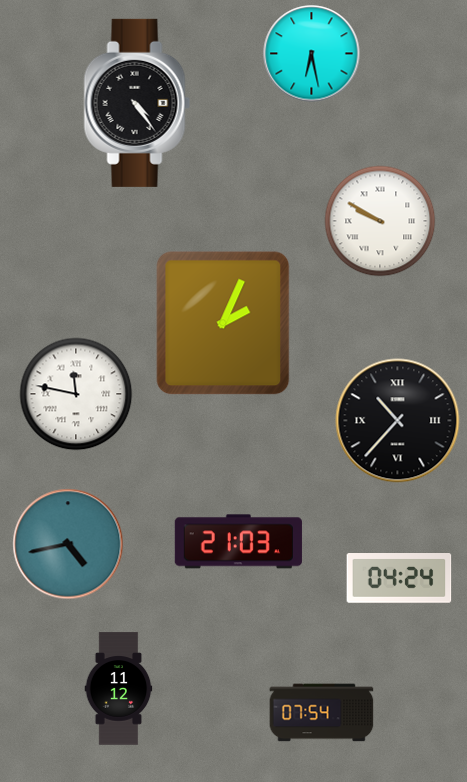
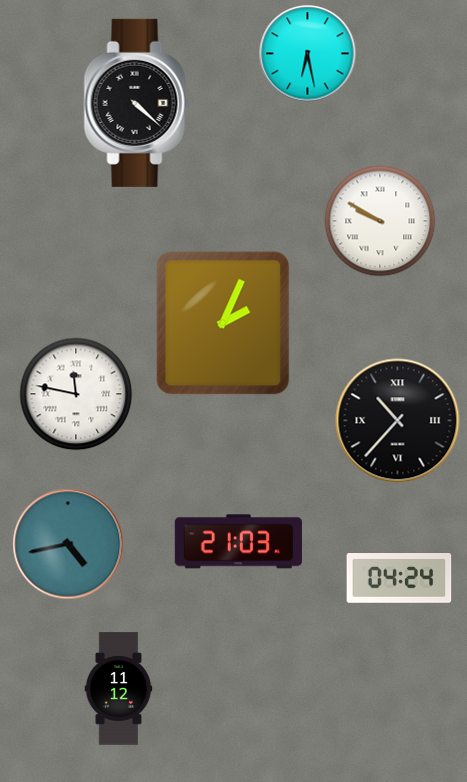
clock at (312, 54) position: (312, 54) -> (308, 54)
clock at (137, 103): 4:24 -> 4:22
clock at (322, 713): 07:54 -> none
